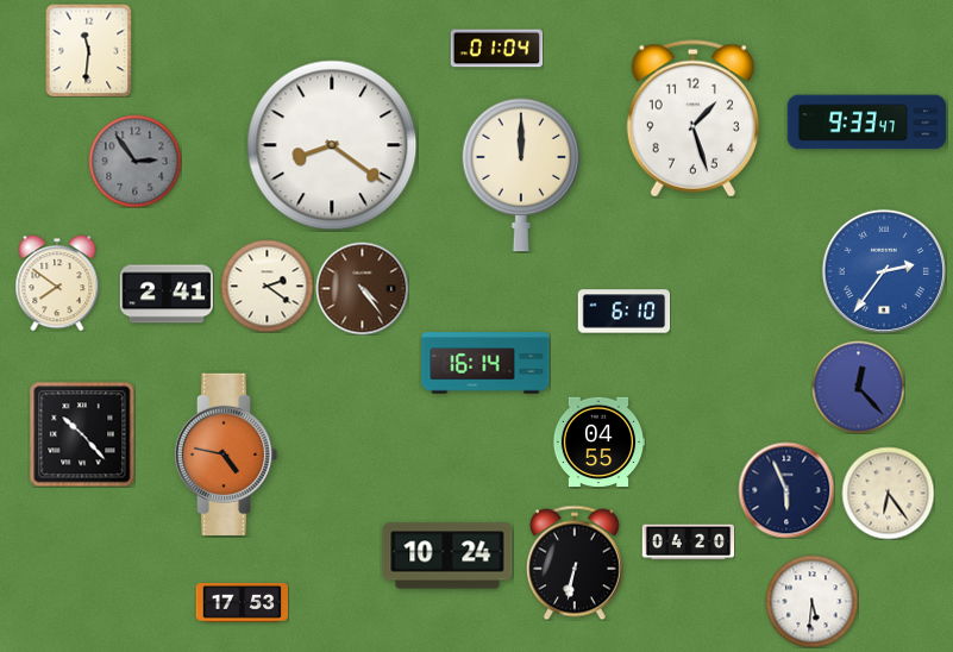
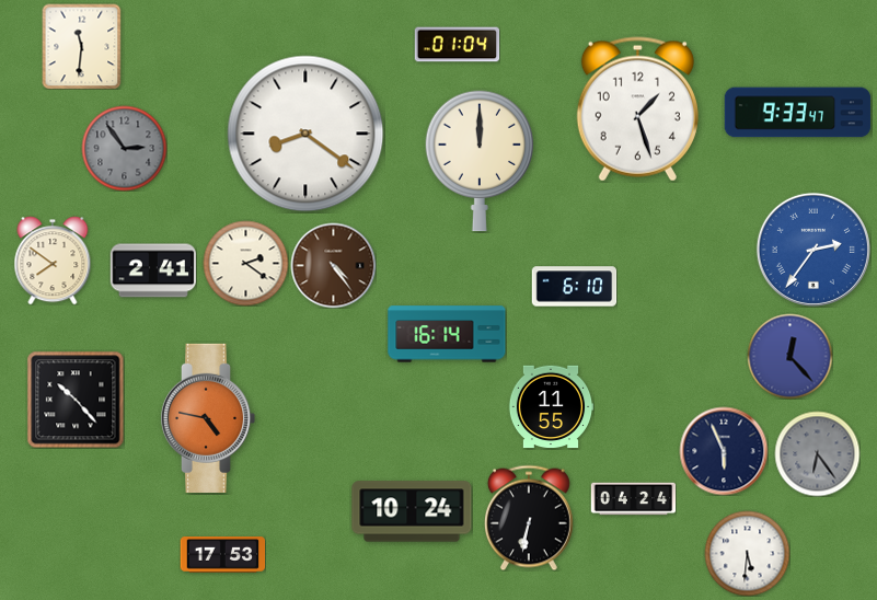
clock at (598, 443): 04:55 -> 11:55
clock at (888, 493) dial: cream -> grey
clock at (688, 543): 04:20 -> 04:24
